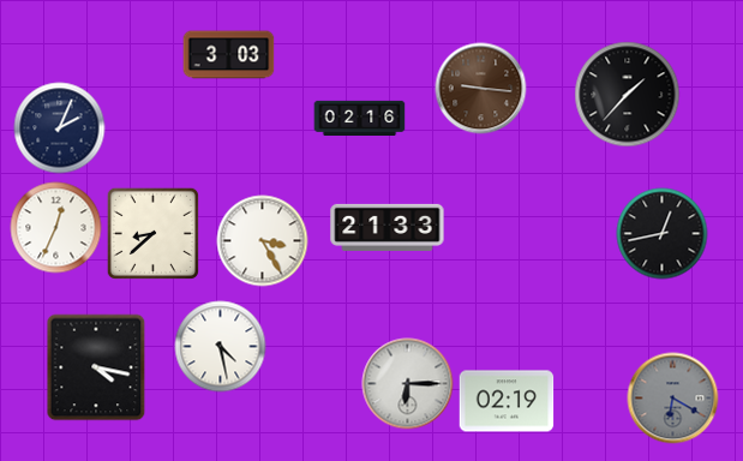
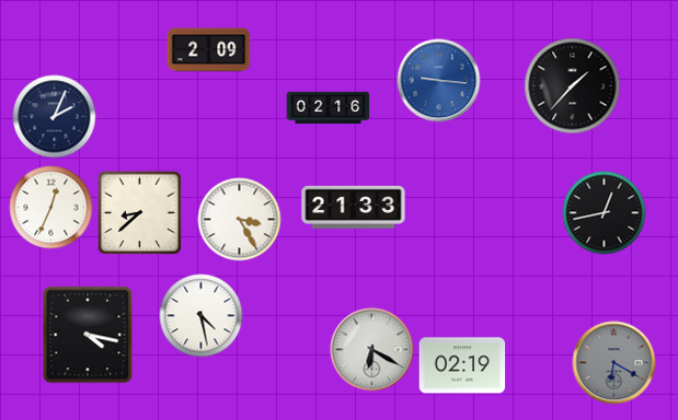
clock at (229, 55): 3:03 -> 2:09
clock at (481, 89) dial: brown -> blue
clock at (408, 384): 6:15 -> 6:20
